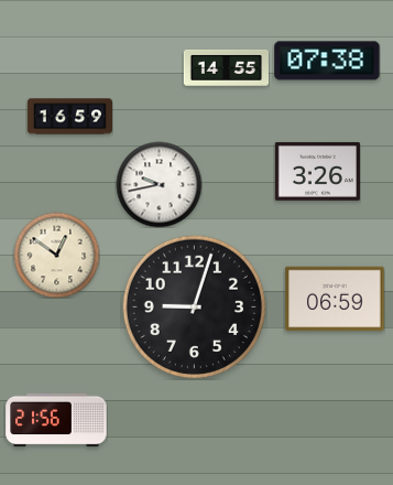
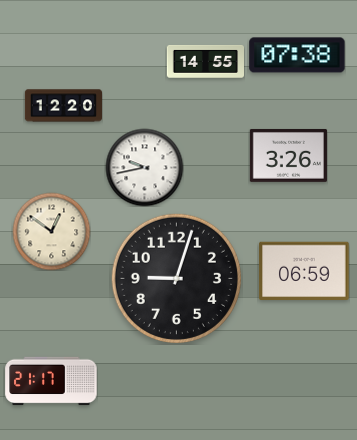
clock at (69, 117): 16:59 -> 12:20
clock at (56, 420): 21:56 -> 21:17
